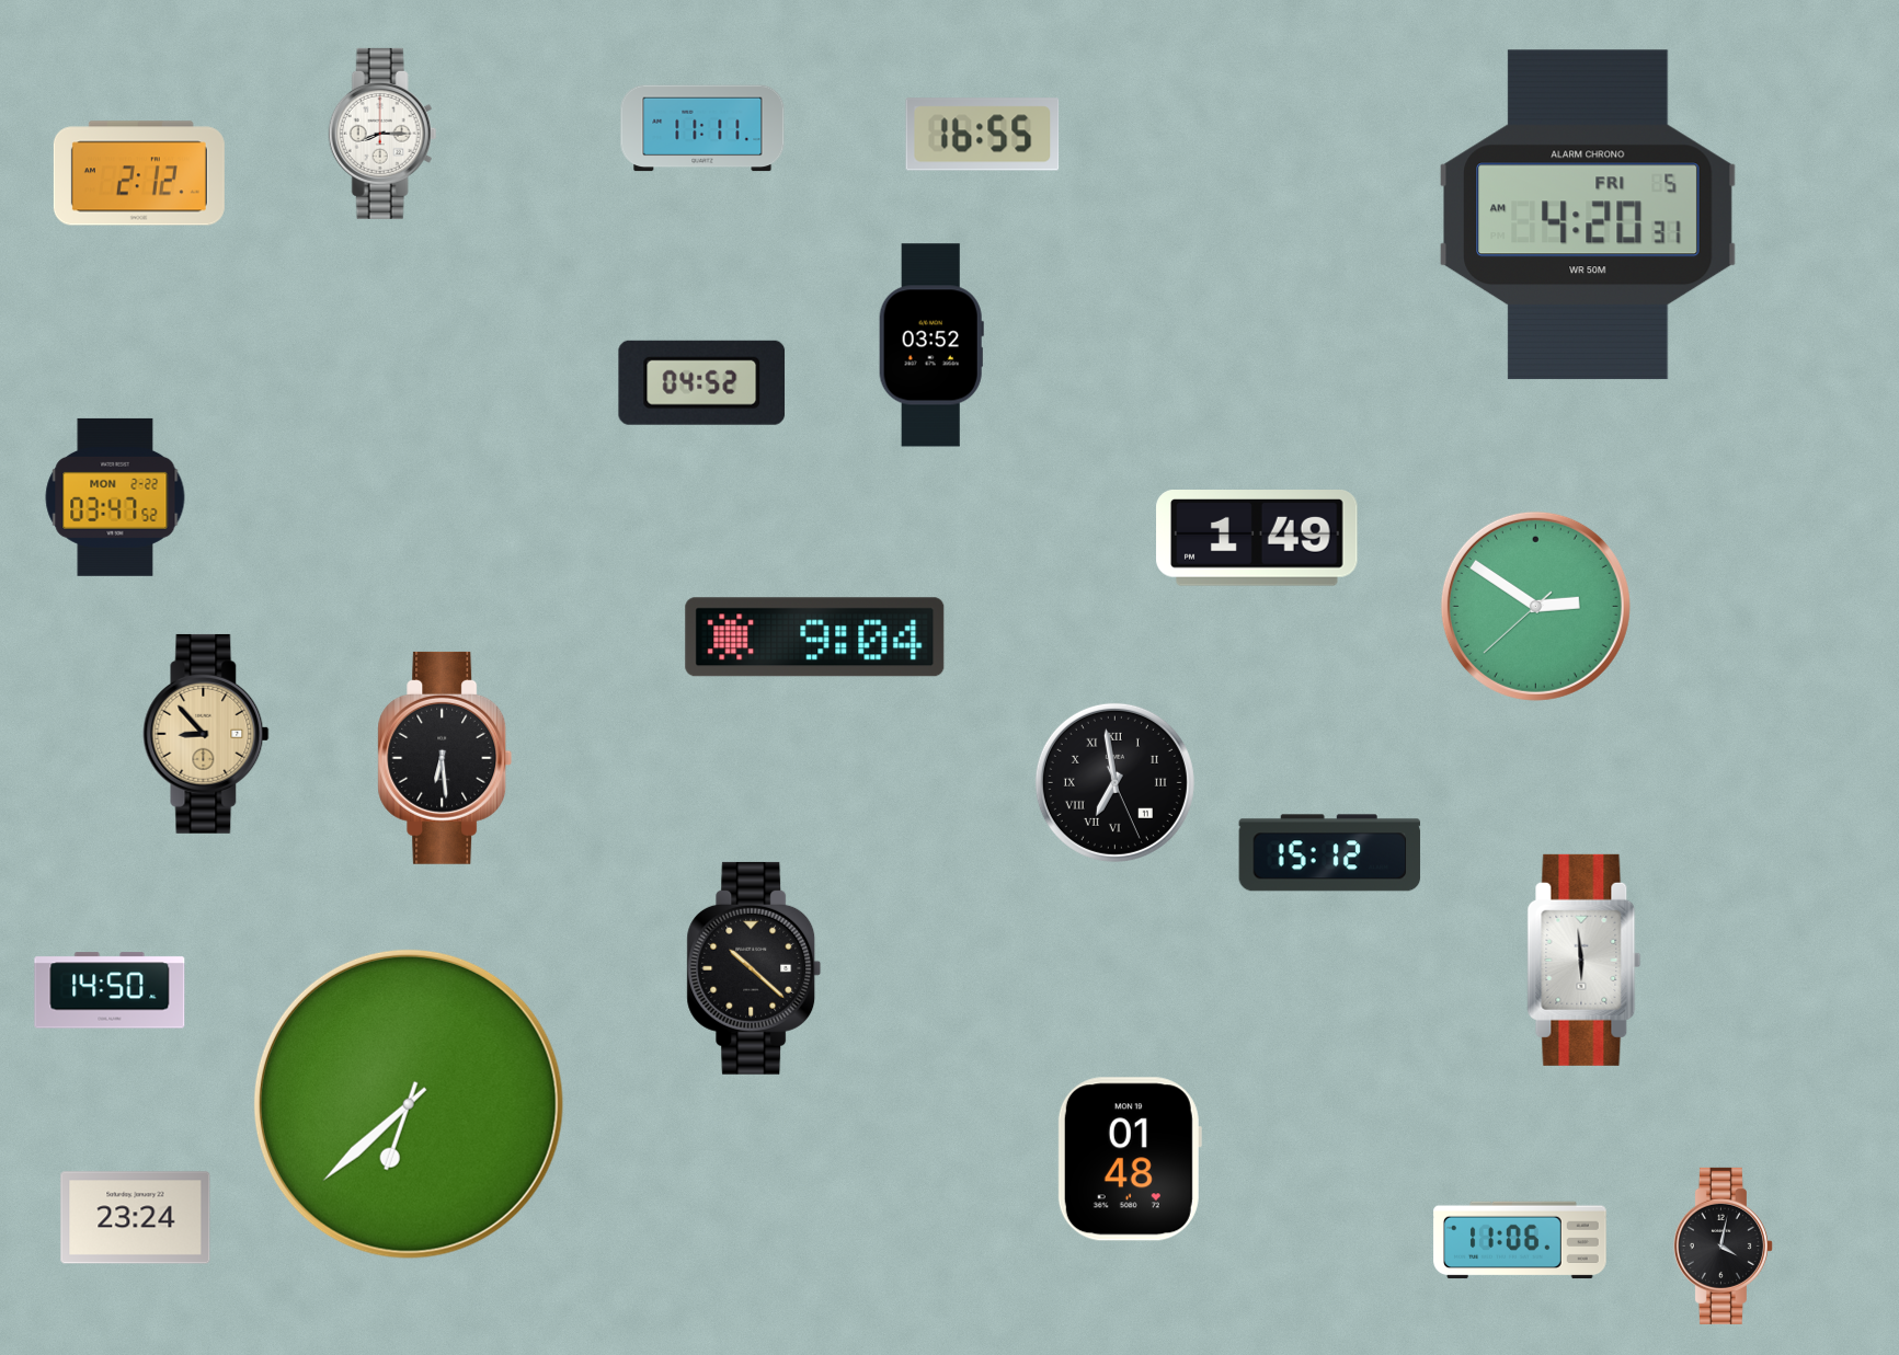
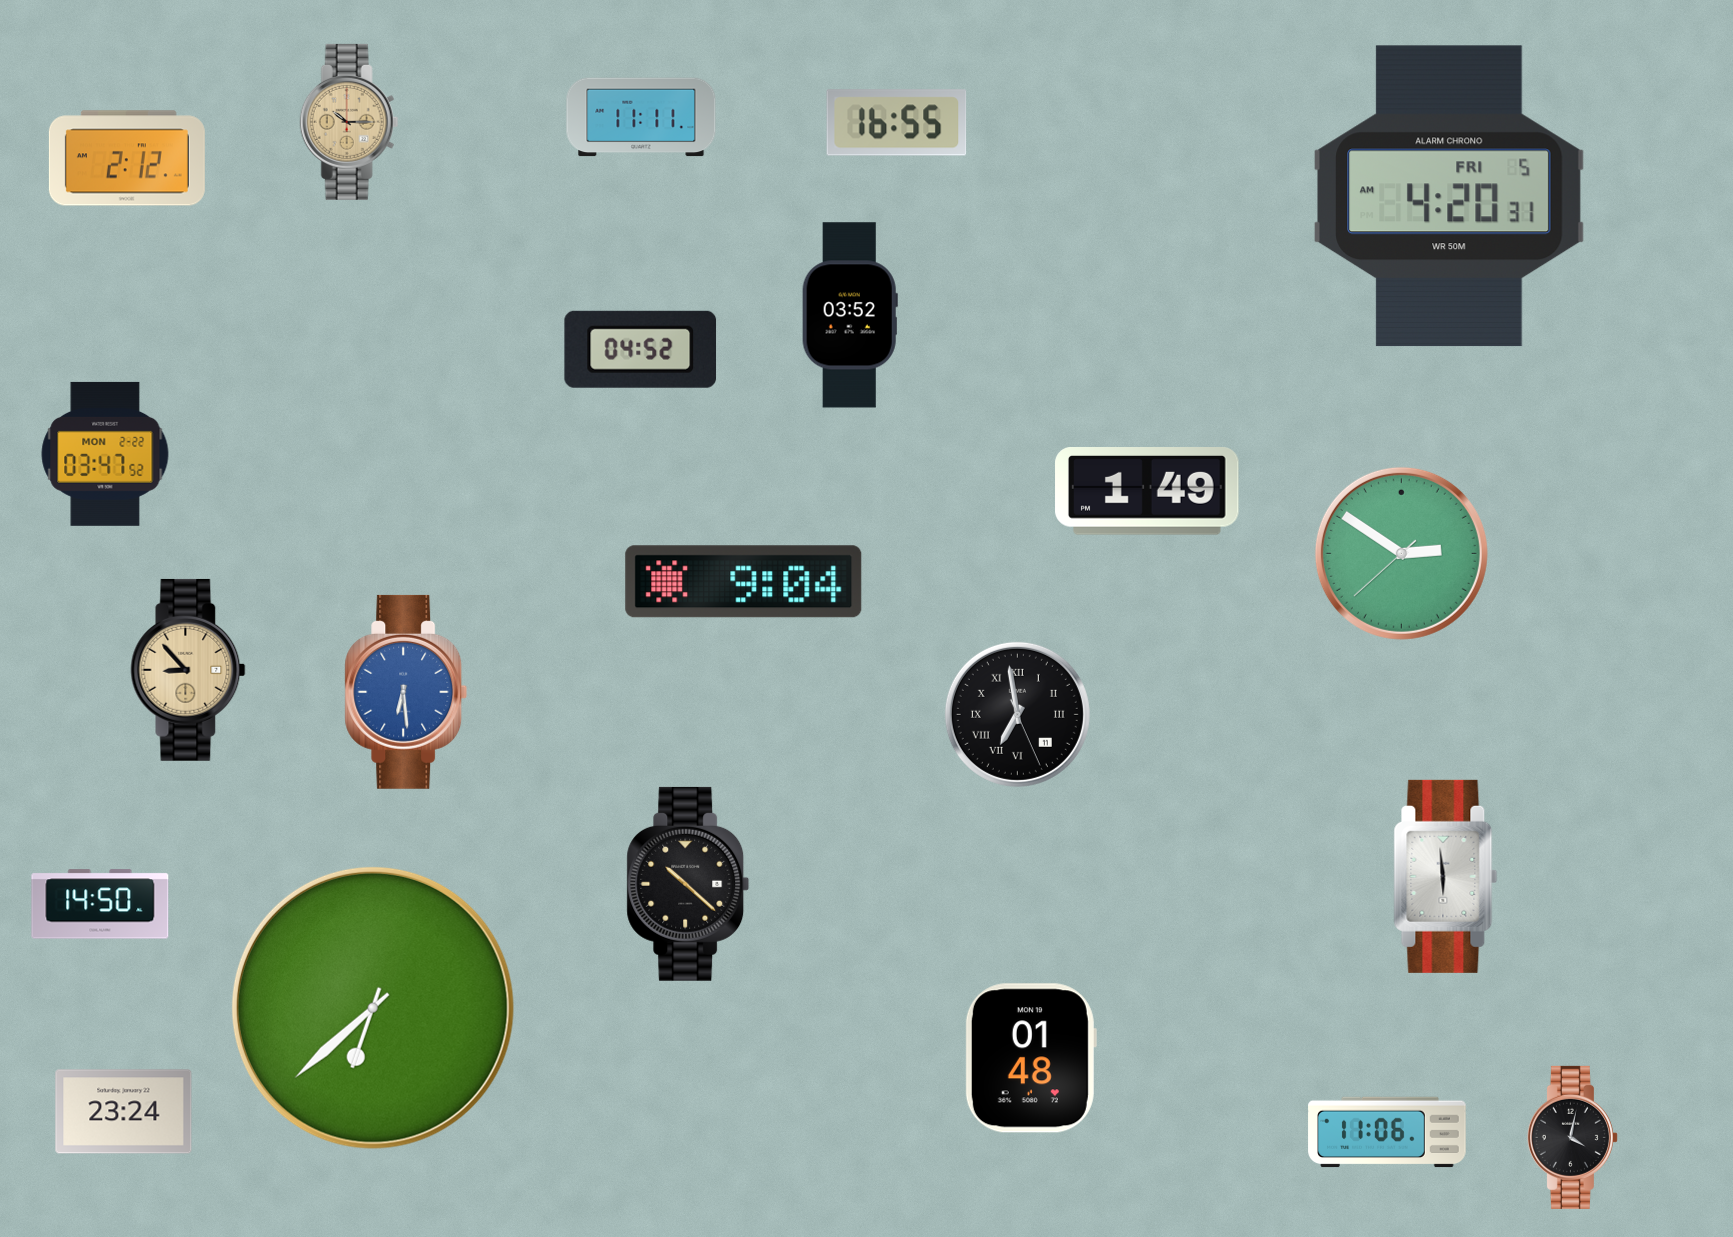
clock at (382, 134): 8:15 -> 10:15
clock at (382, 134) dial: white -> champagne
clock at (445, 758) dial: black -> blue
clock at (1330, 853): 15:12 -> none
